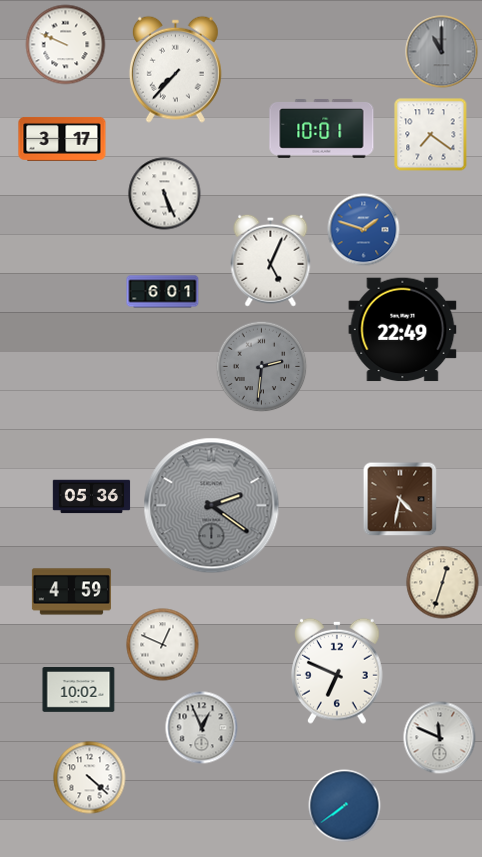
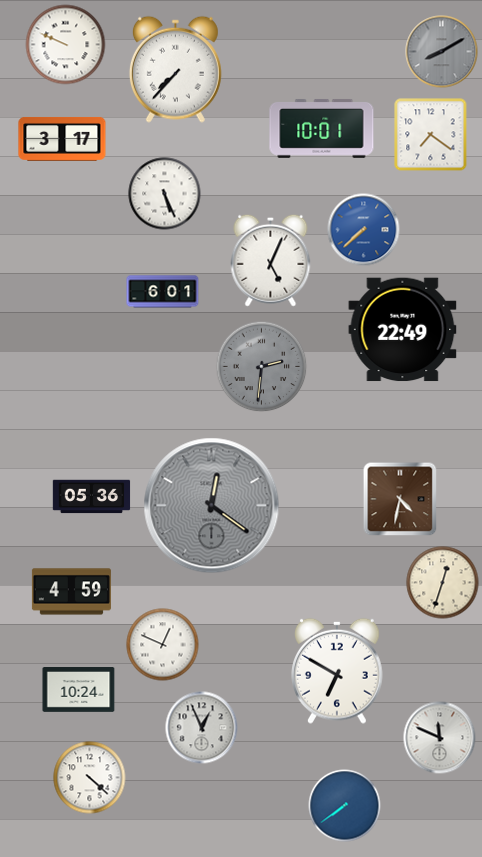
clock at (442, 52): 11:00 -> 8:10
clock at (364, 230): 1:48 -> 7:38
clock at (212, 506): 2:21 -> 12:21
clock at (338, 671): 6:49 -> 6:50
clock at (79, 690): 10:02 -> 10:24
